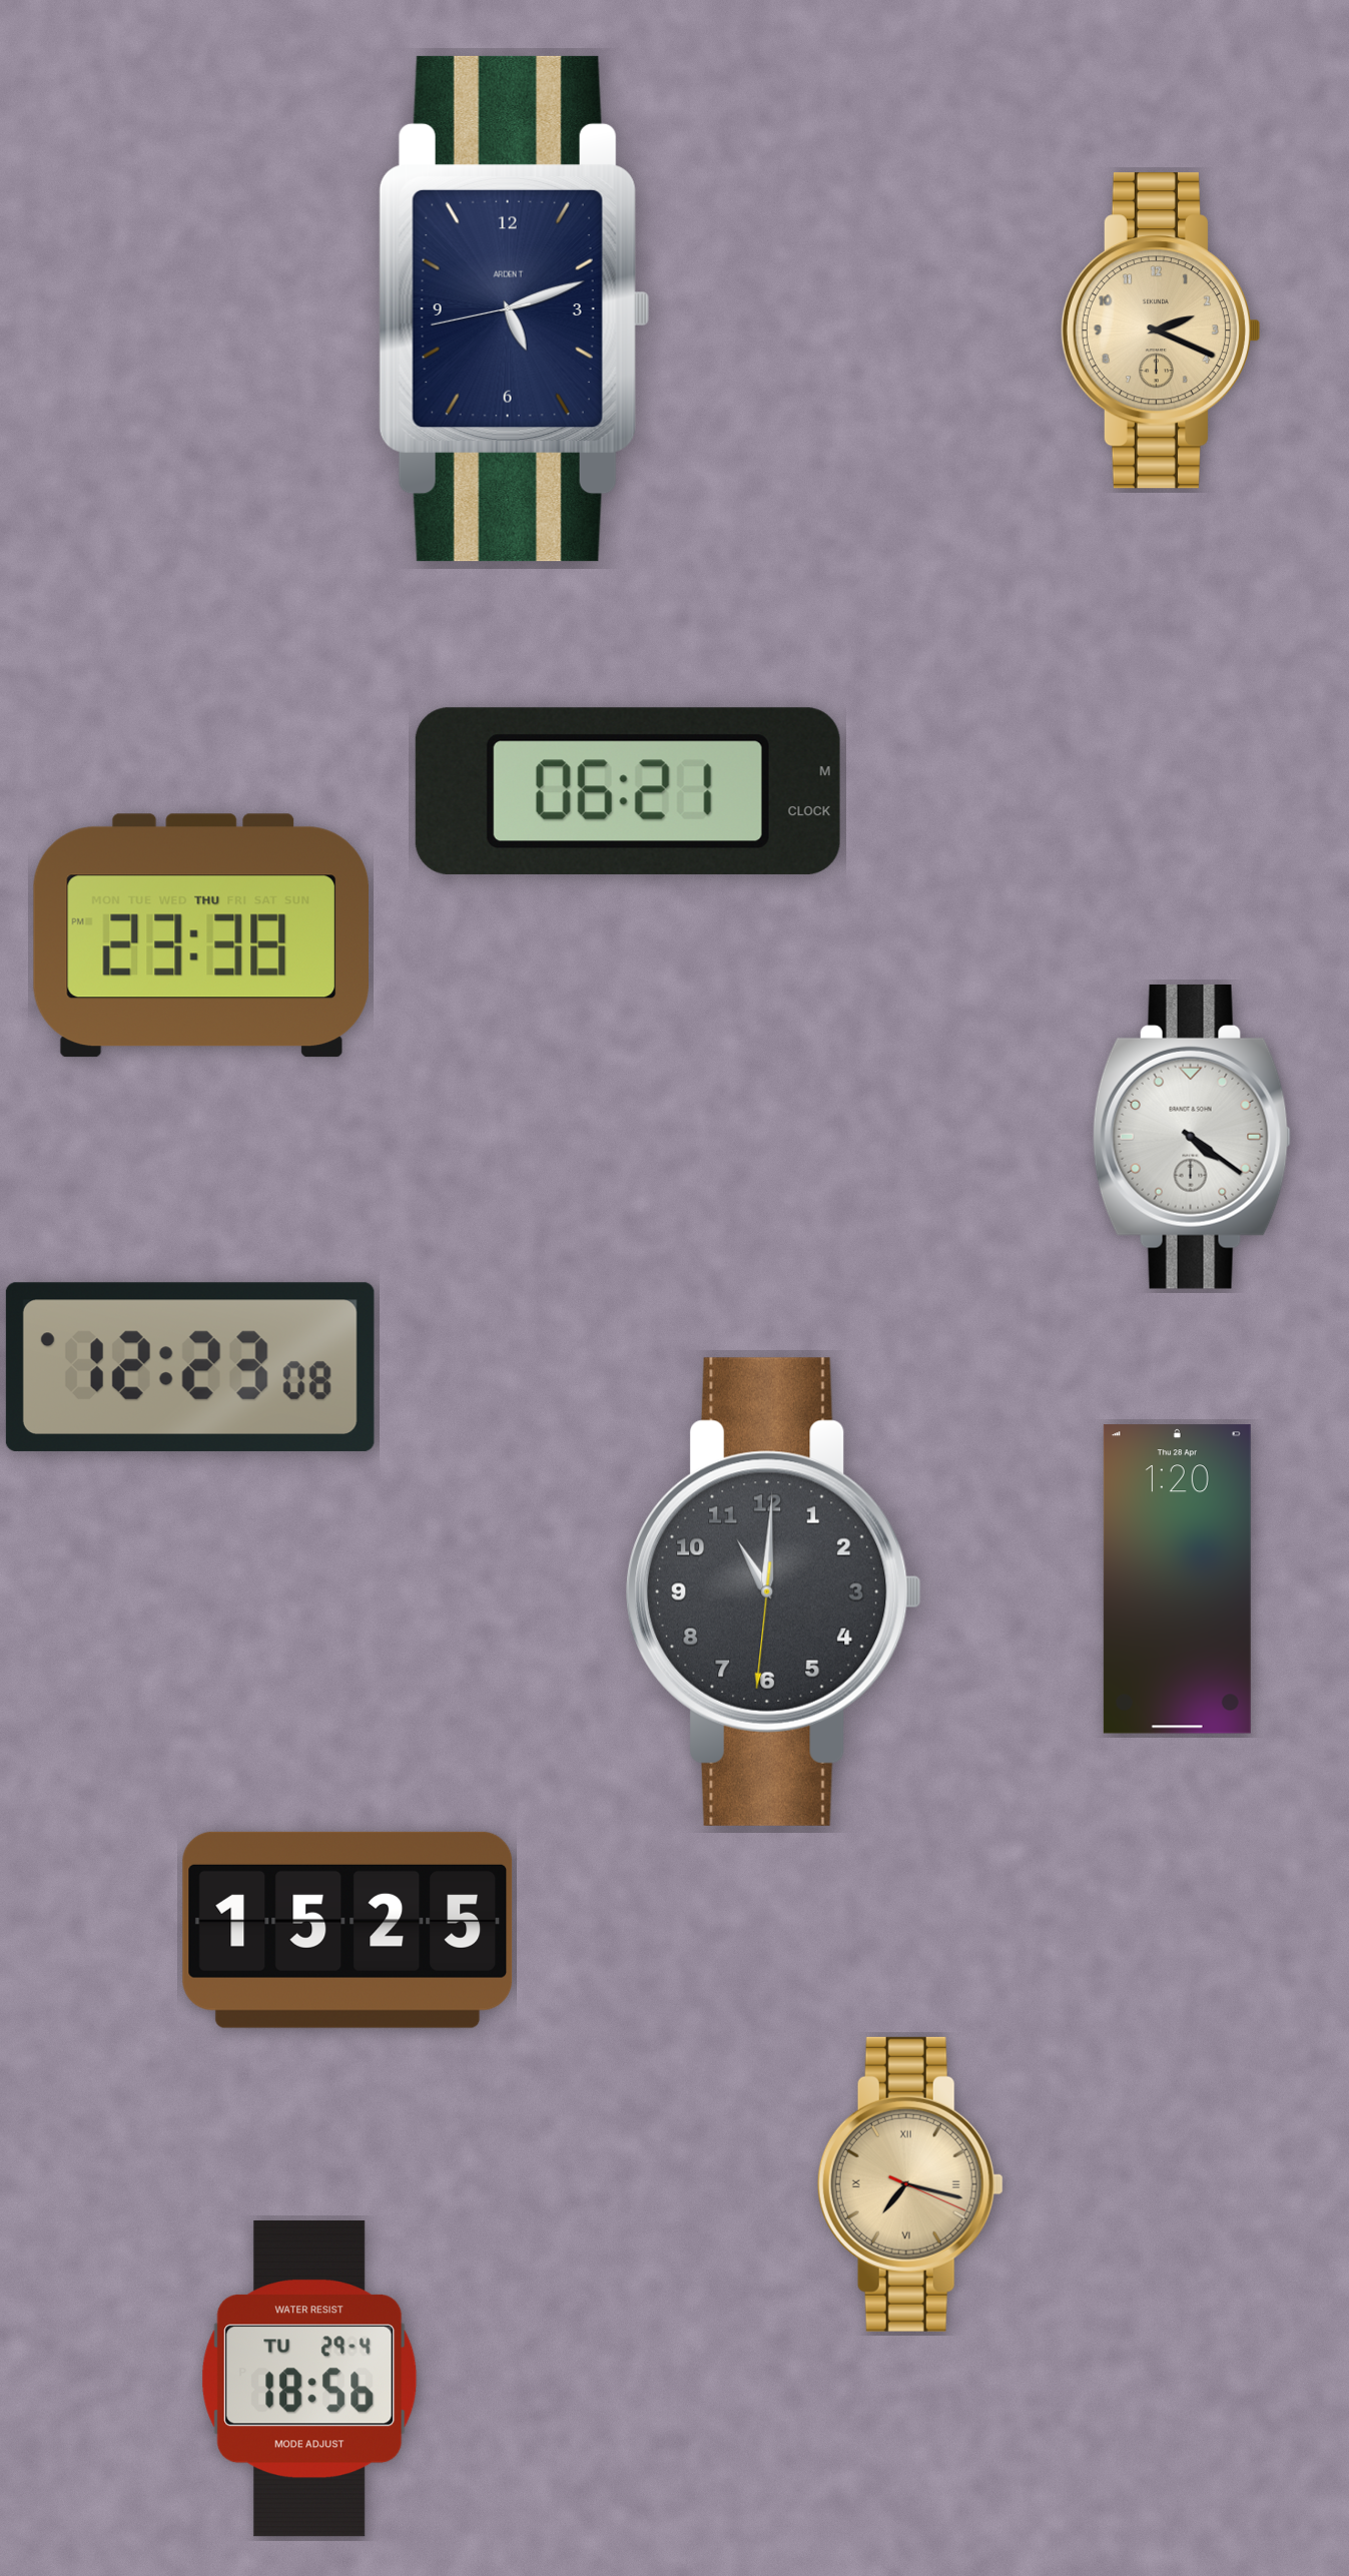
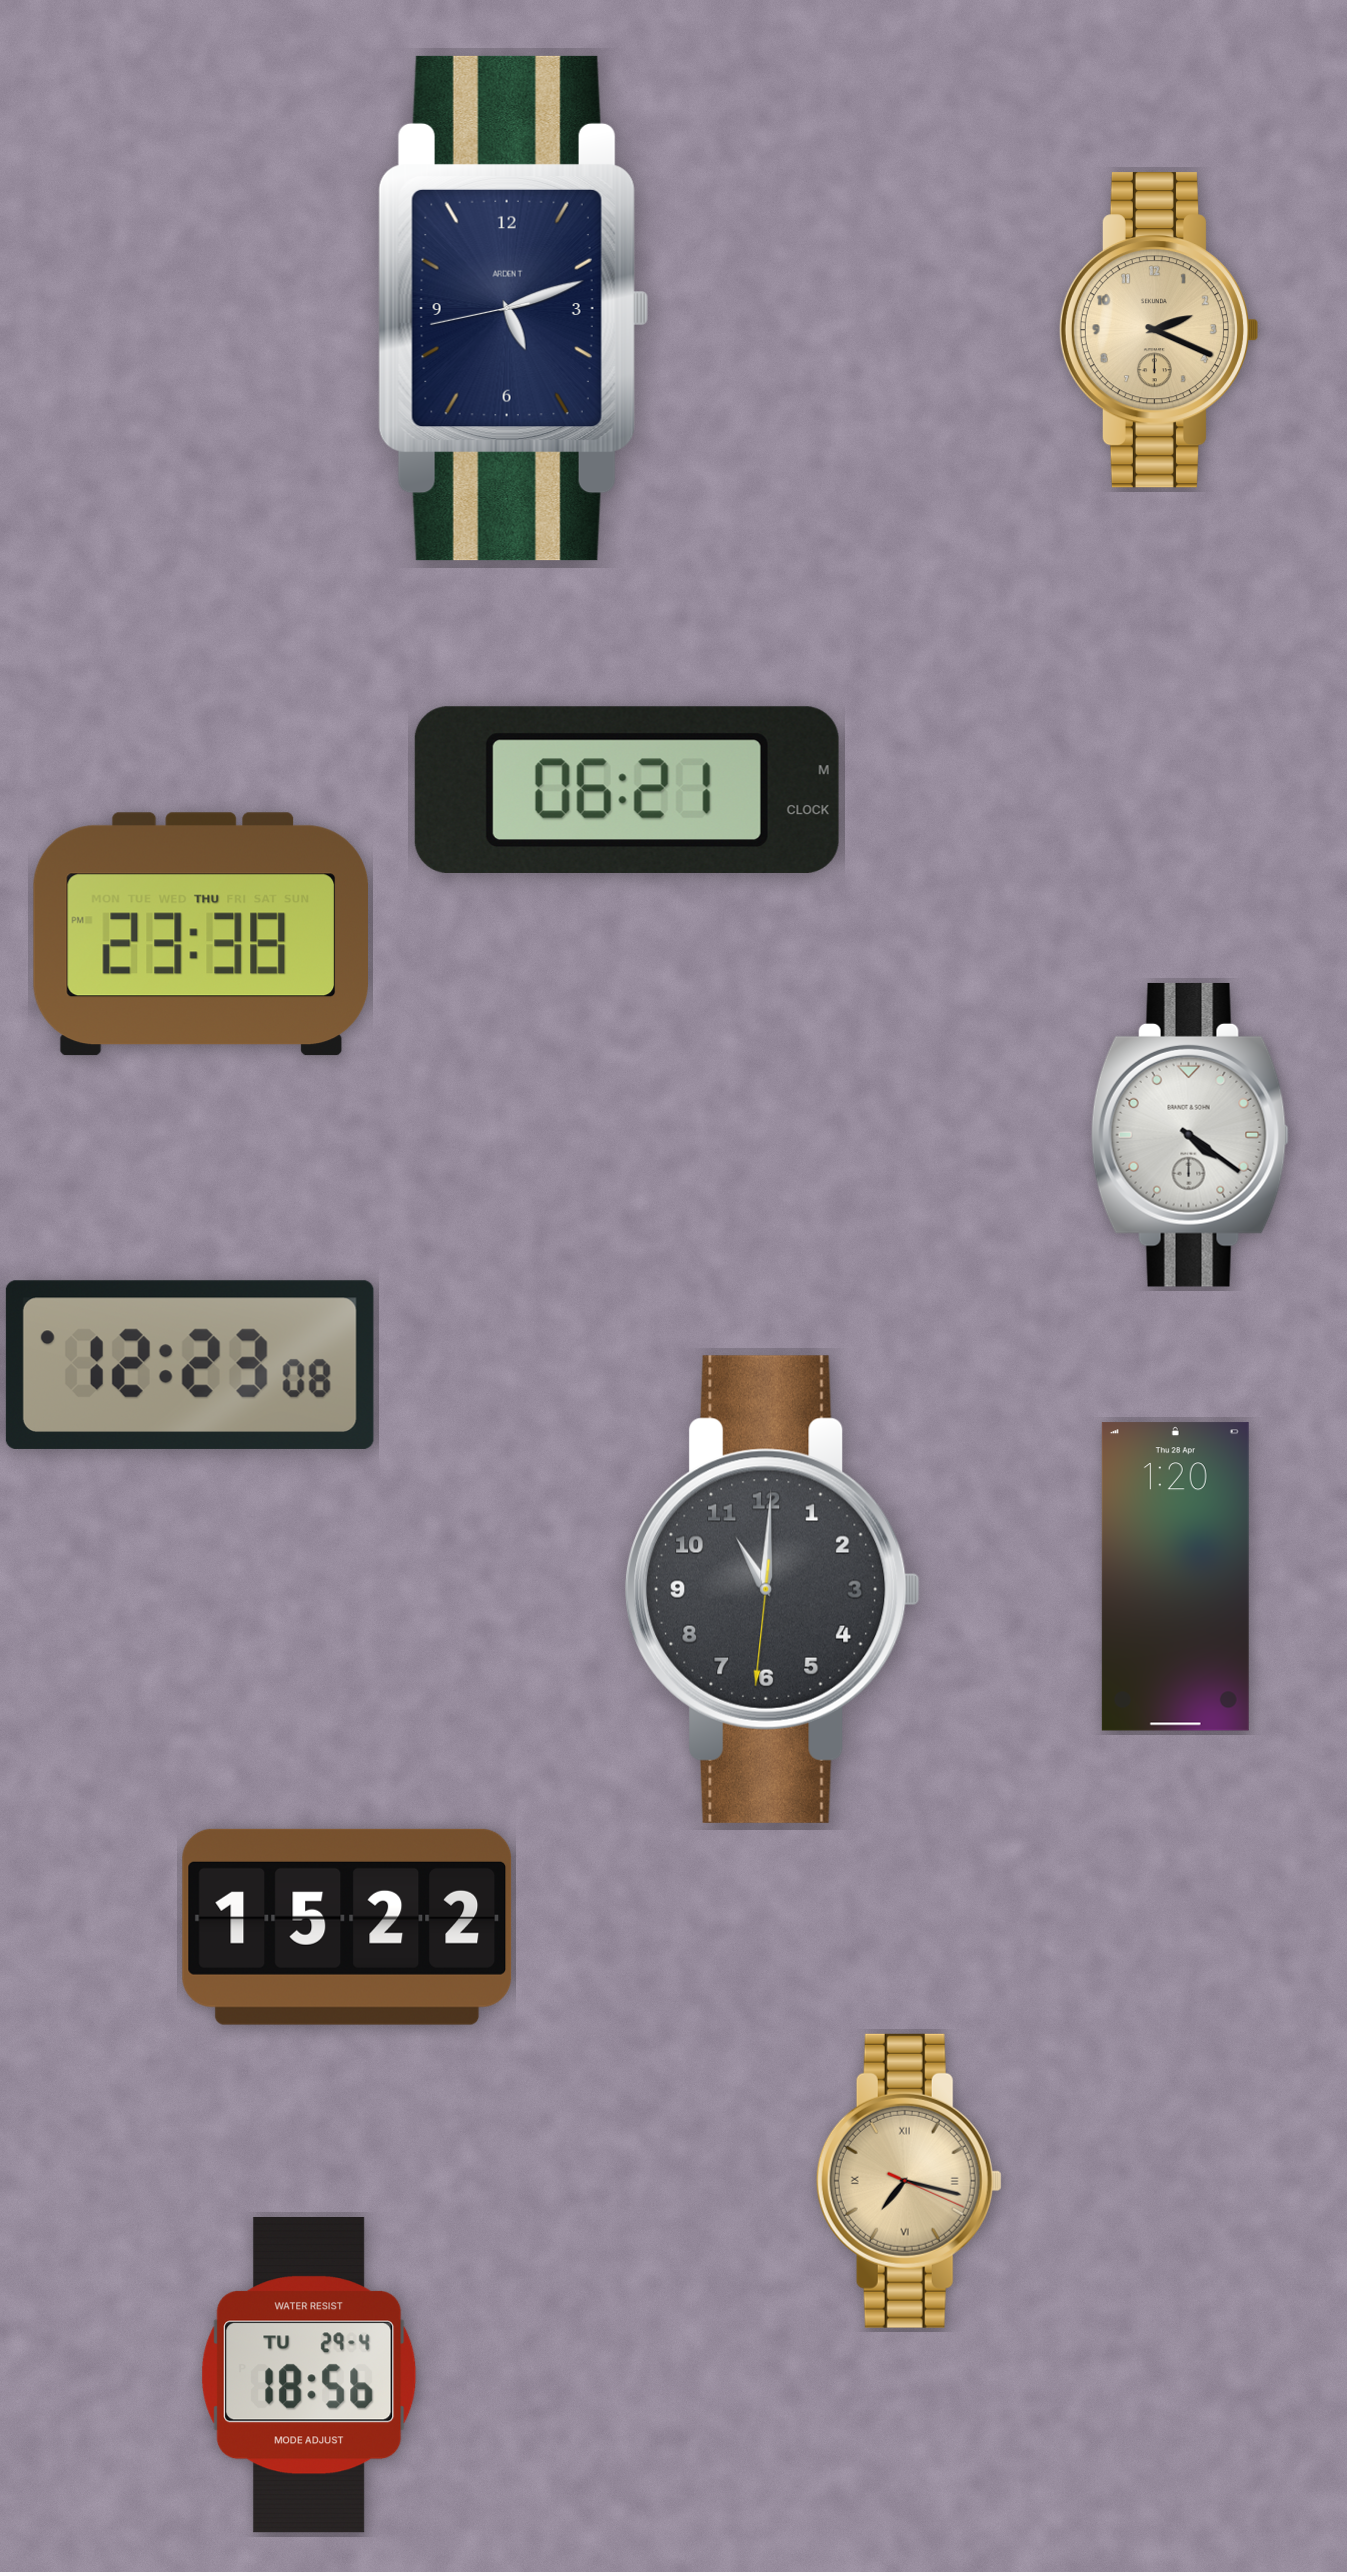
clock at (348, 1930): 15:25 -> 15:22
